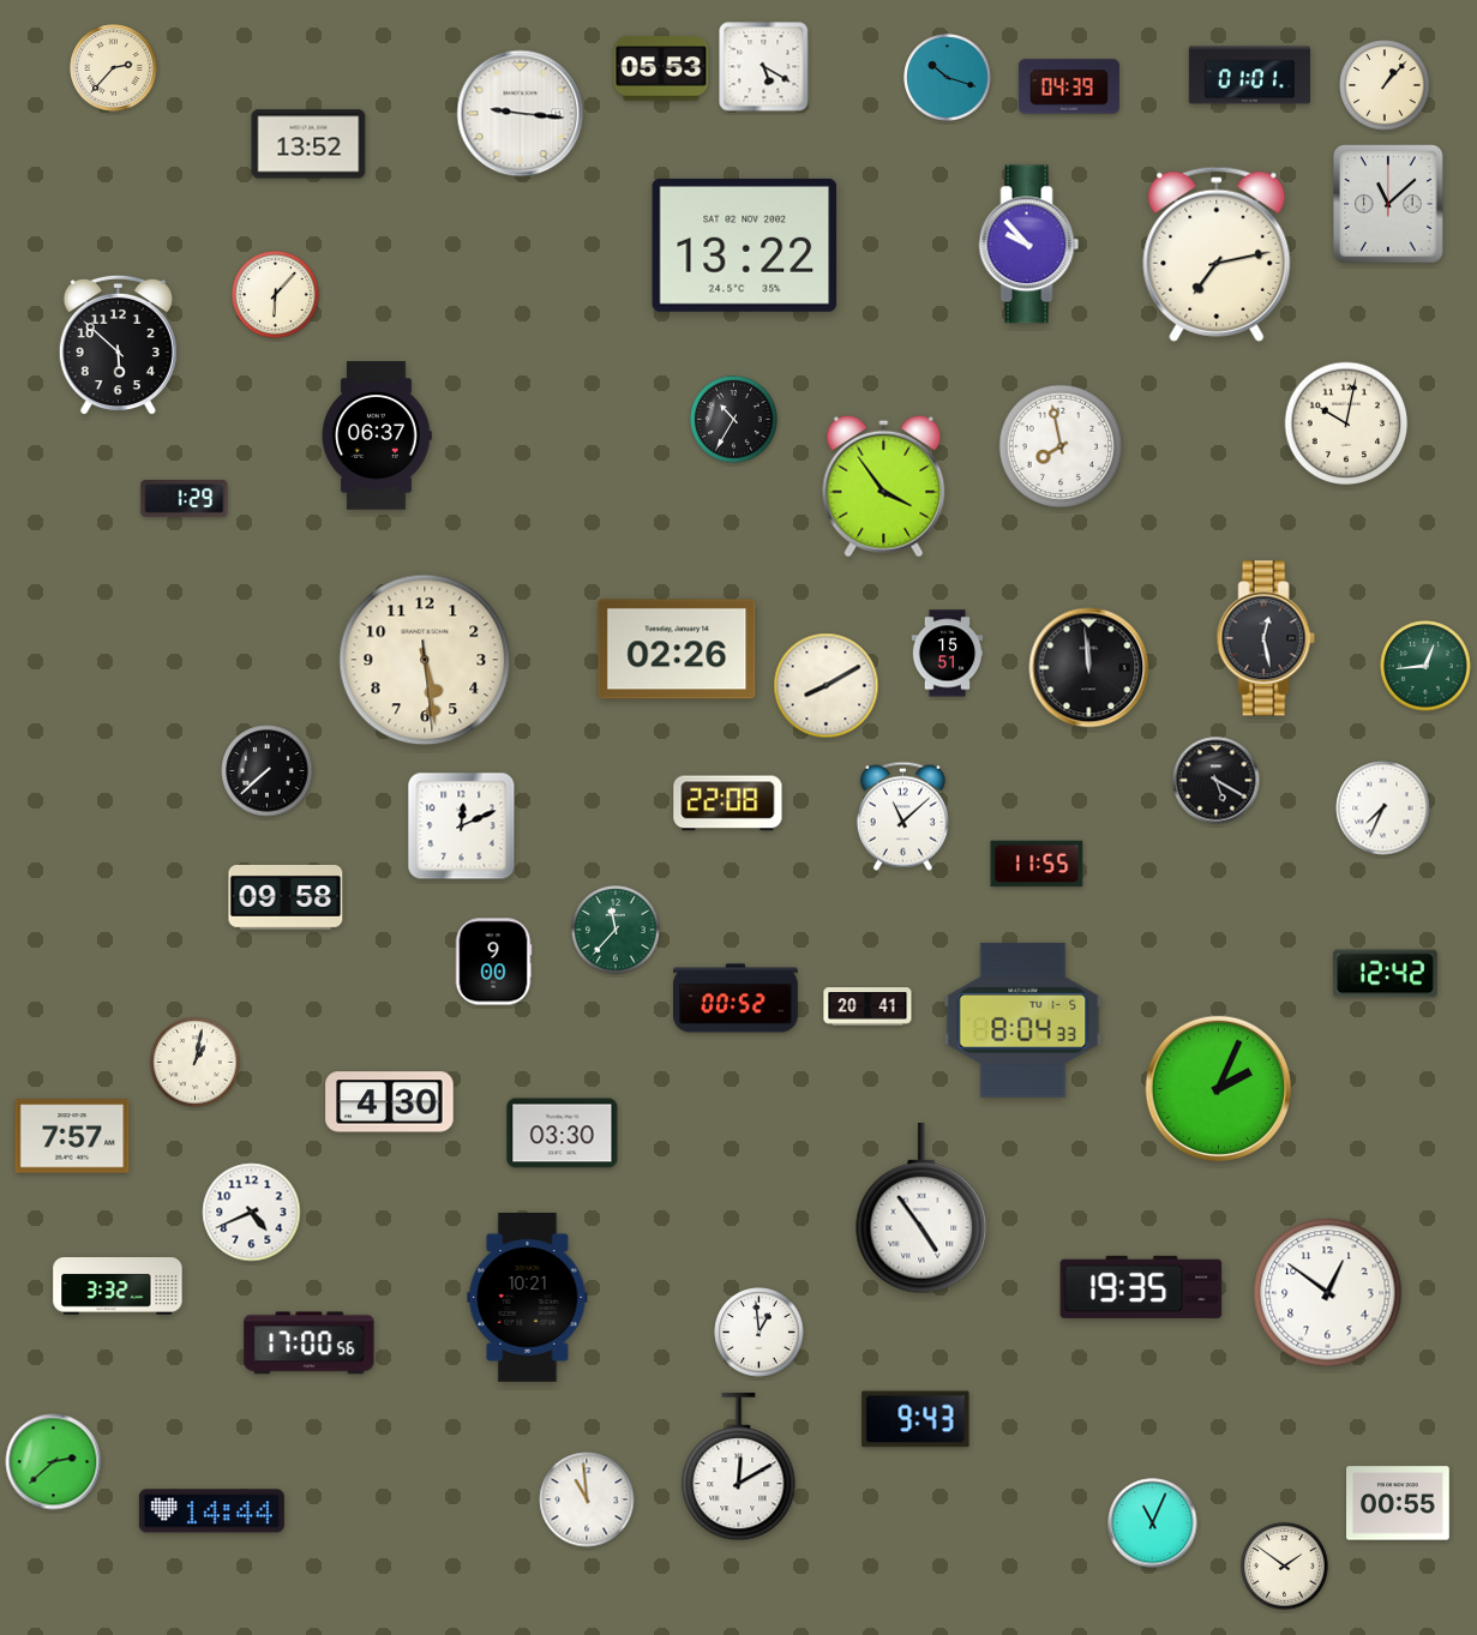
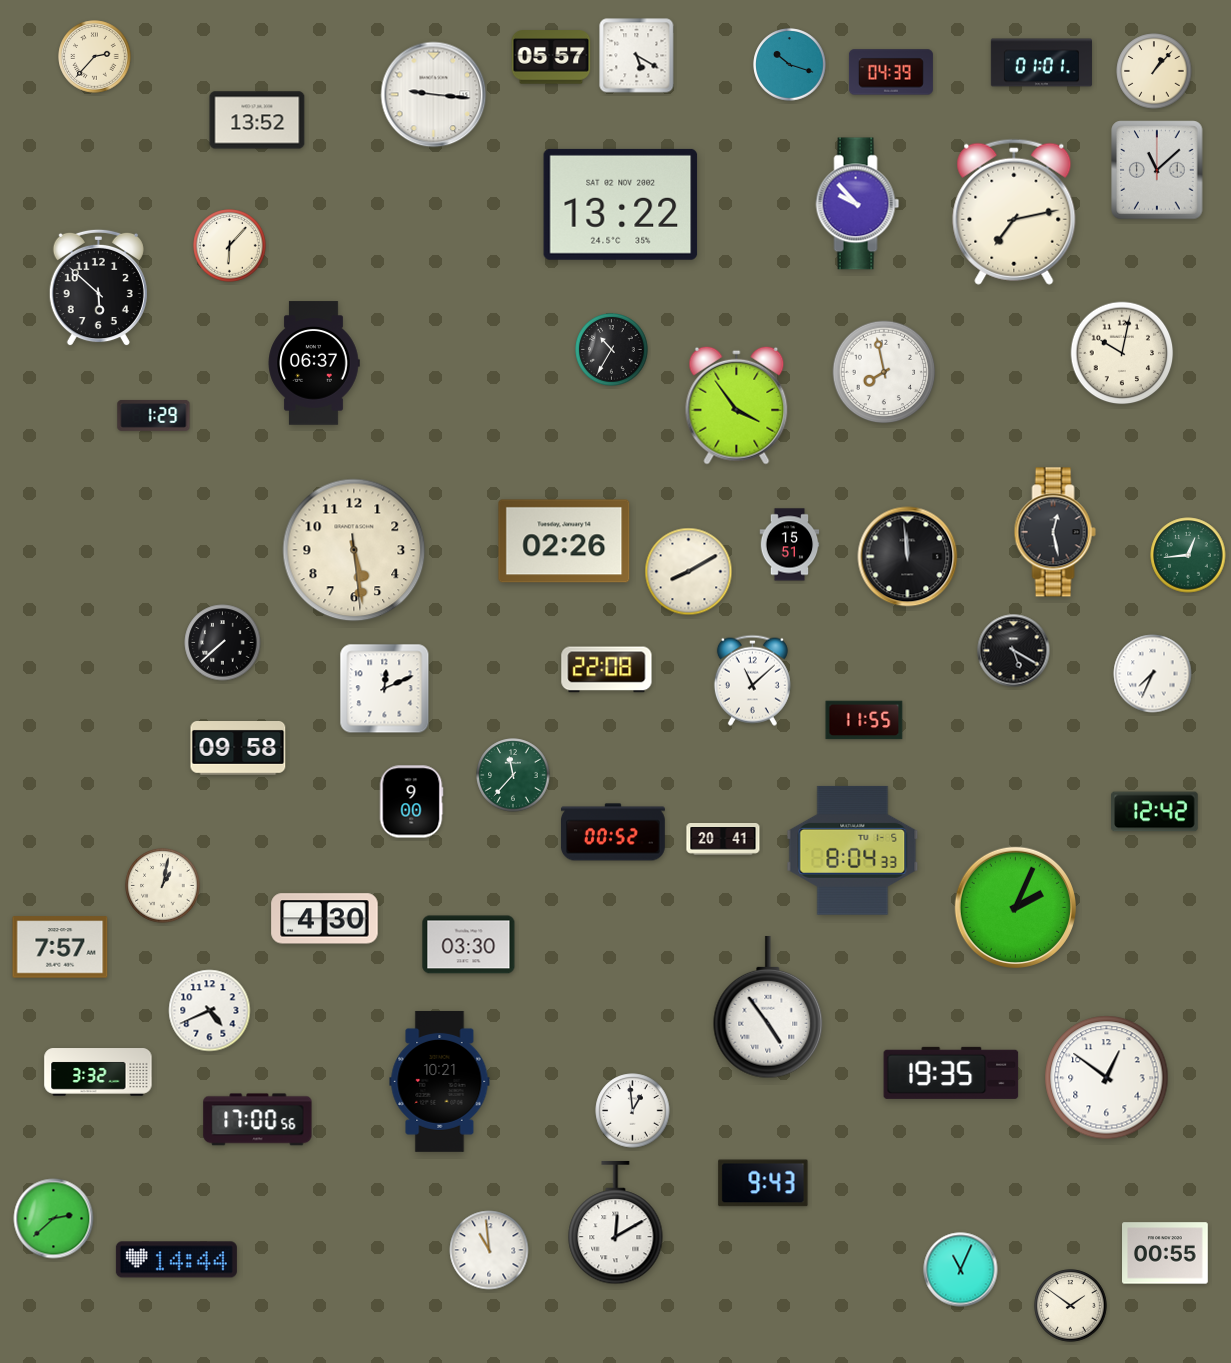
clock at (661, 68): 05:53 -> 05:57
clock at (54, 1462) position: (54, 1462) -> (54, 1219)
